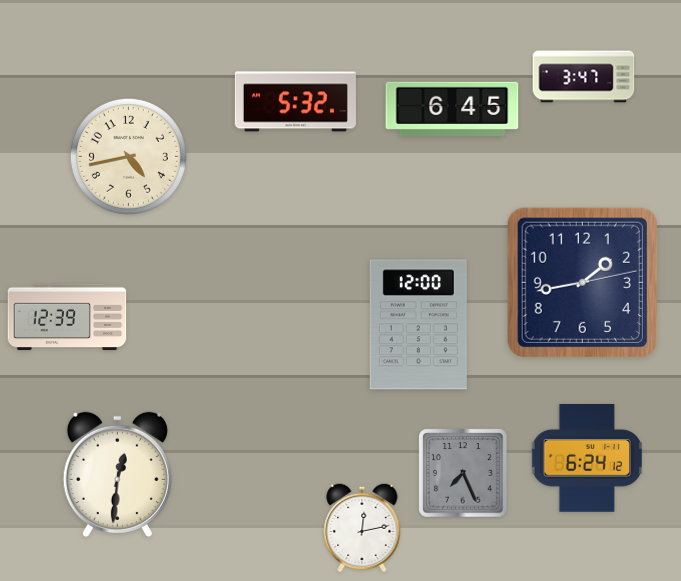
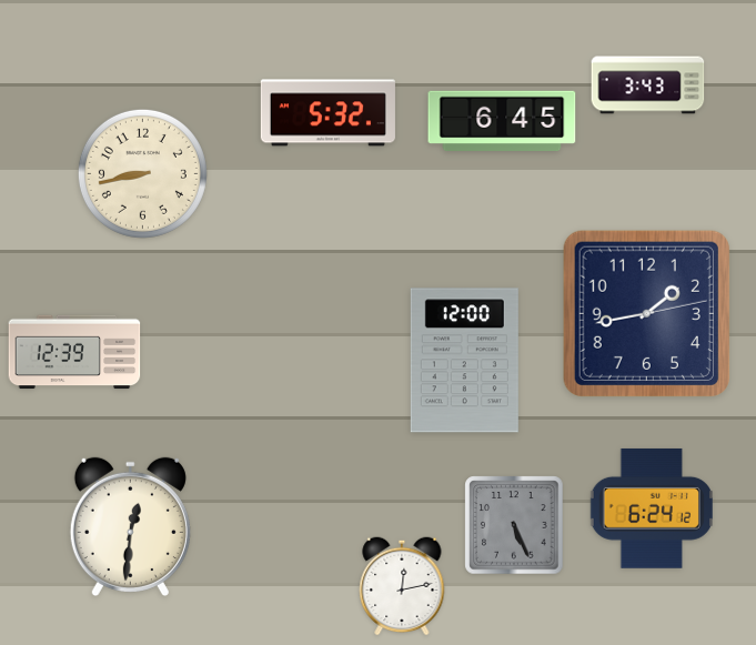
clock at (584, 77): 3:47 -> 3:43
clock at (128, 156): 4:43 -> 8:43
clock at (463, 473): 7:26 -> 5:26
